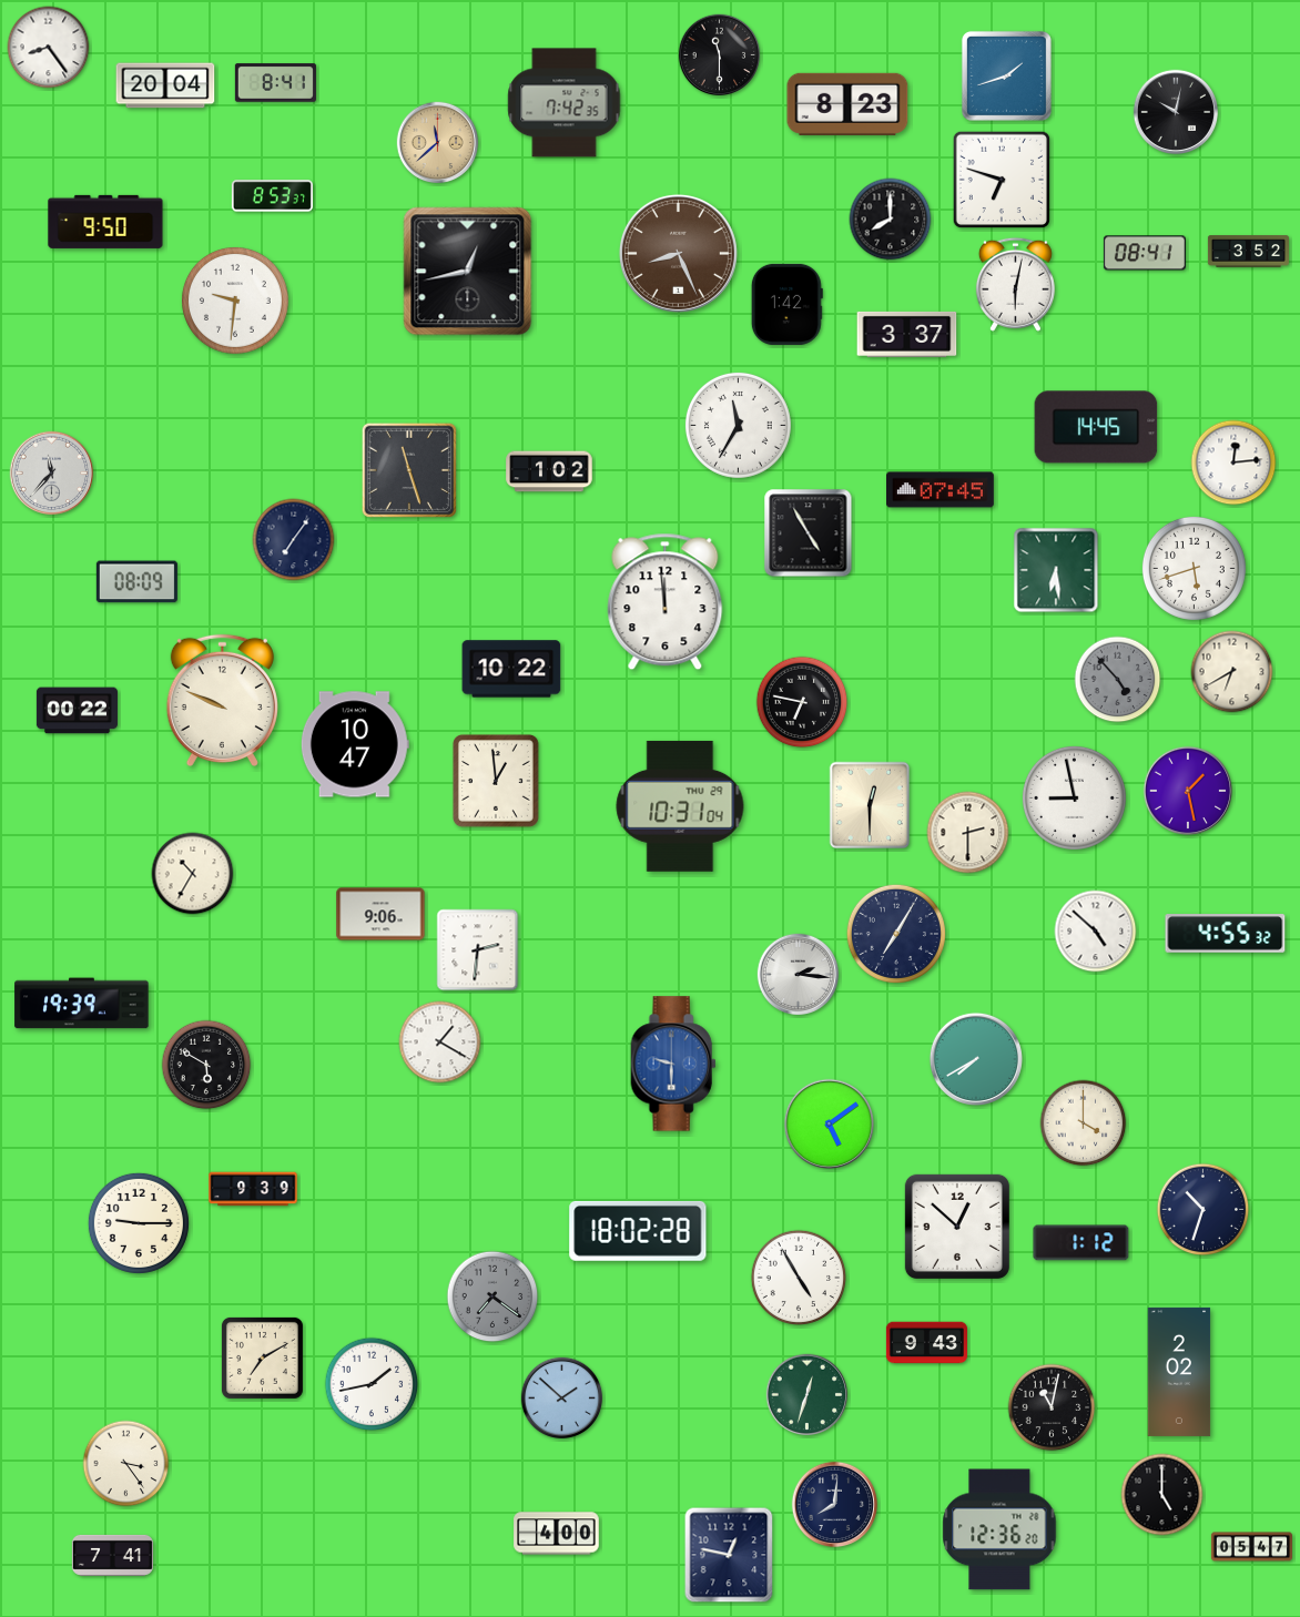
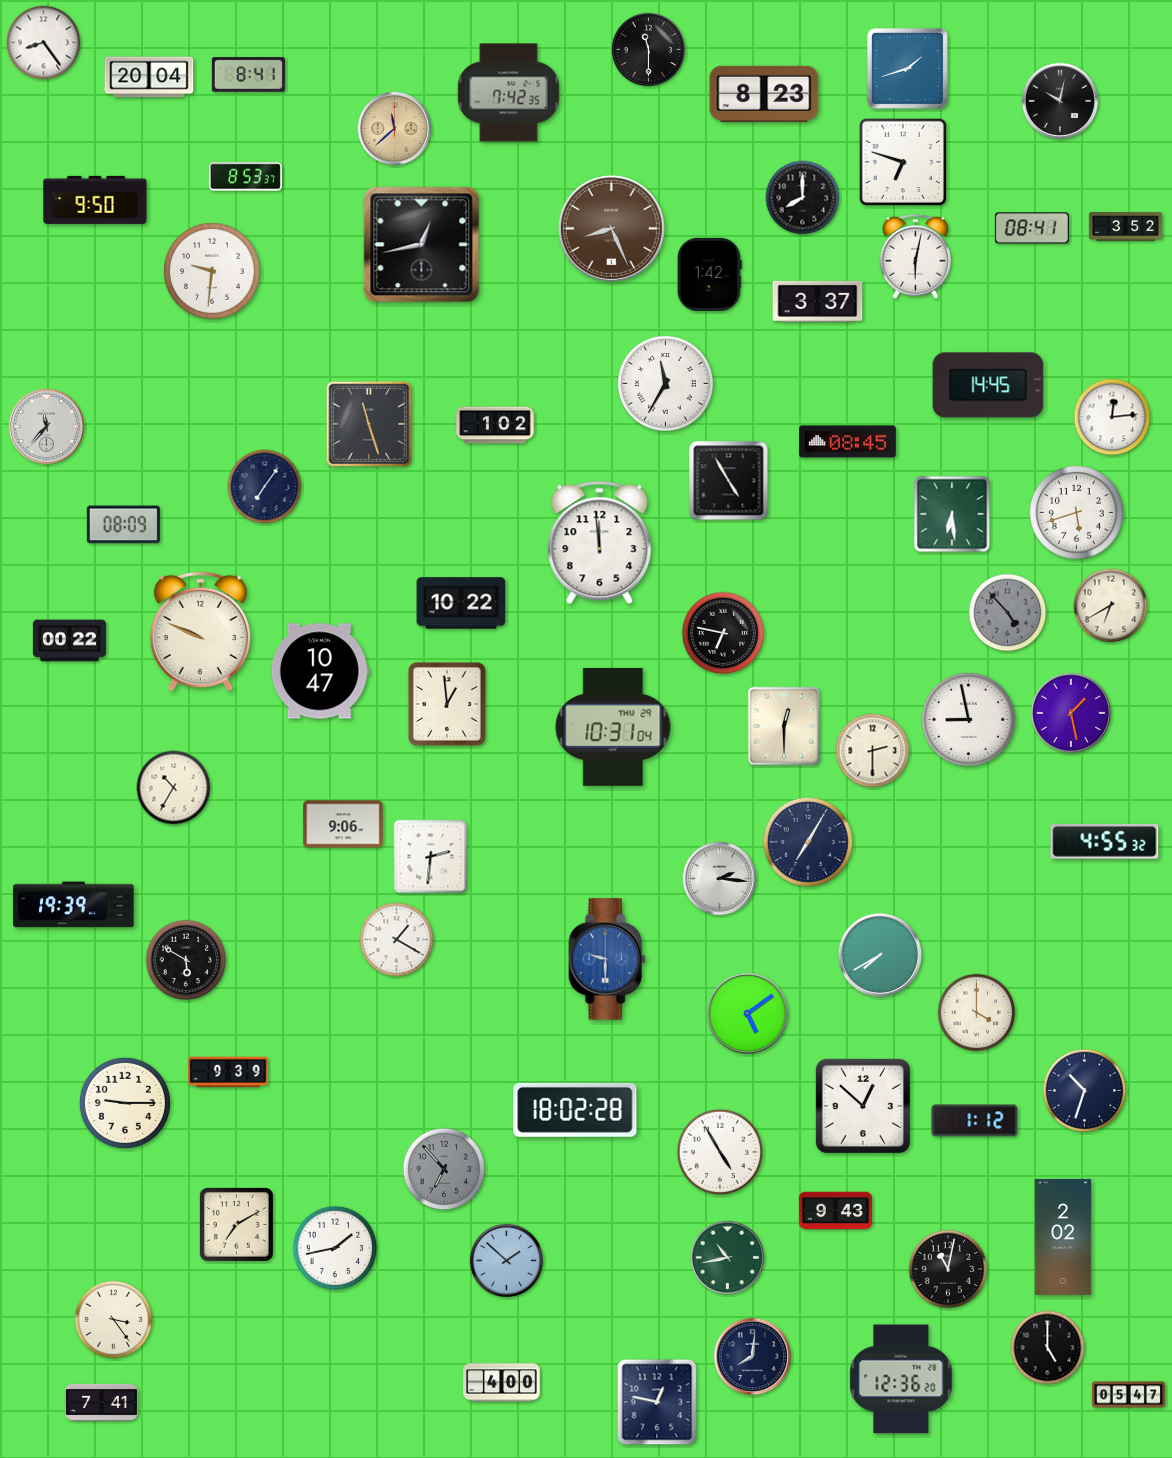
clock at (941, 490): 07:45 -> 08:45
clock at (1096, 932): 4:52 -> none
clock at (492, 1296): 7:21 -> 6:53
clock at (808, 1395): 12:33 -> 10:43
